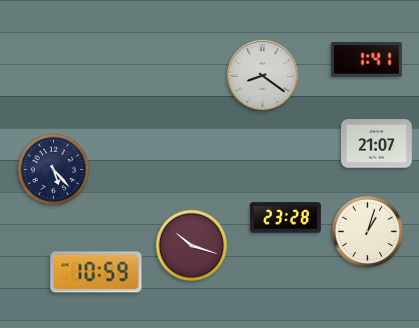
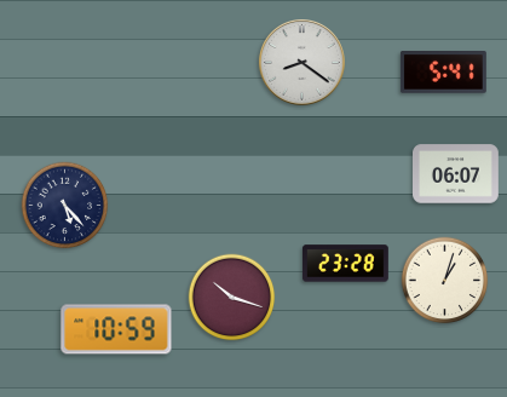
clock at (366, 60): 1:41 -> 5:41
clock at (263, 76) position: (263, 76) -> (303, 63)
clock at (377, 144): 21:07 -> 06:07
